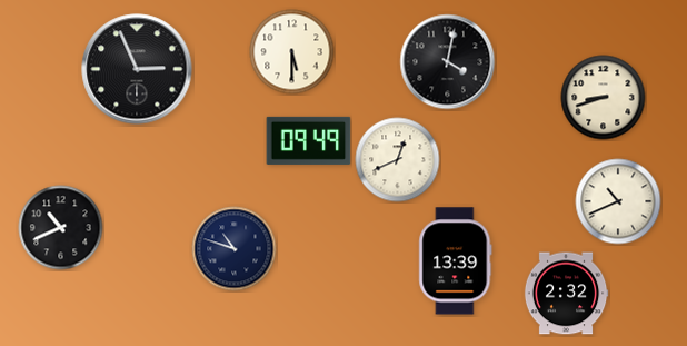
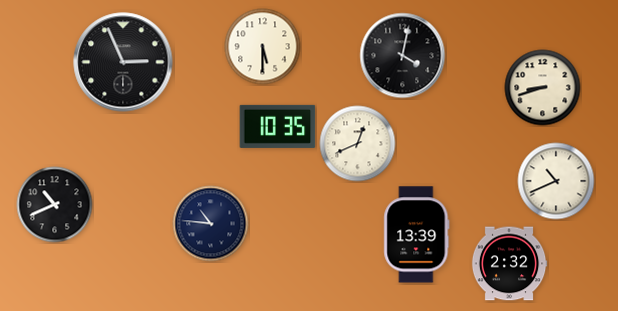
clock at (309, 140): 09:49 -> 10:35
clock at (235, 249): 10:48 -> 10:46
clock at (456, 261) position: (456, 261) -> (417, 235)
